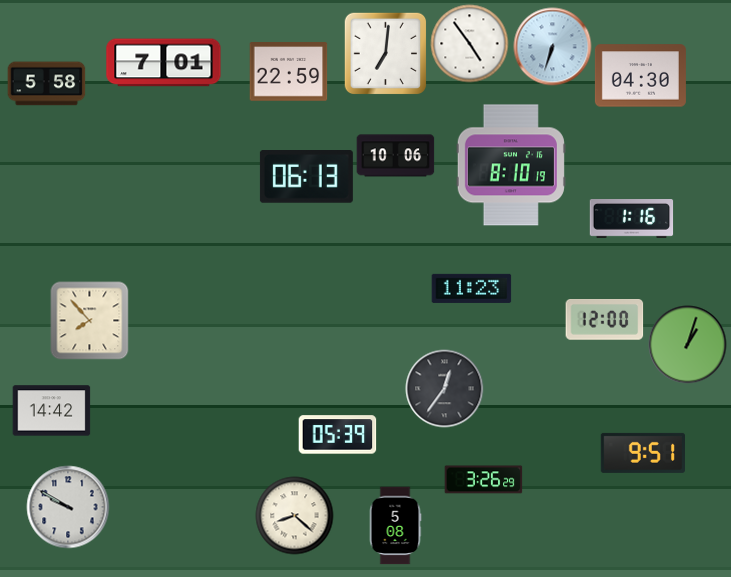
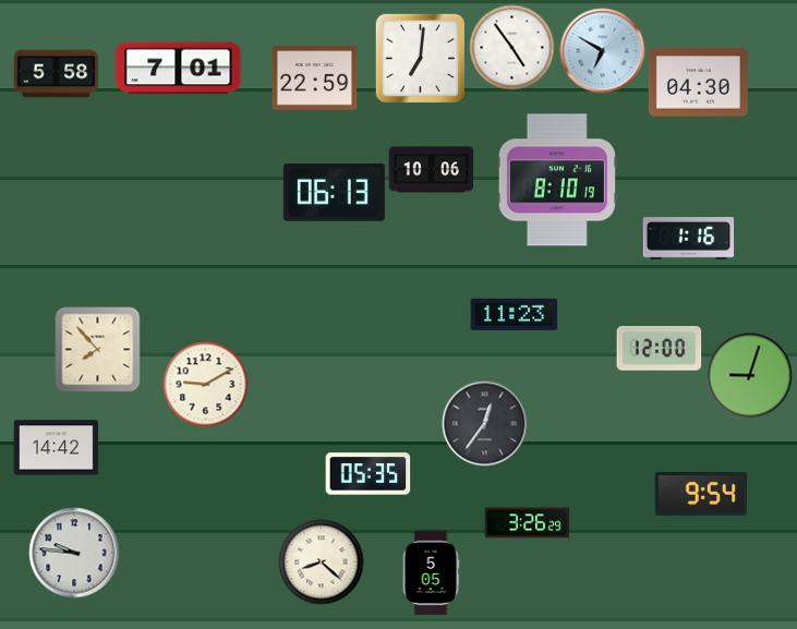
clock at (552, 46): 6:33 -> 6:50
clock at (46, 84) position: (46, 84) -> (56, 74)
clock at (687, 344): 1:03 -> 9:03
clock at (205, 384): none -> 9:10
clock at (337, 435): 05:39 -> 05:35
clock at (642, 453): 9:51 -> 9:54
clock at (68, 507): 9:50 -> 9:46
clock at (395, 525): 5:08 -> 5:05
